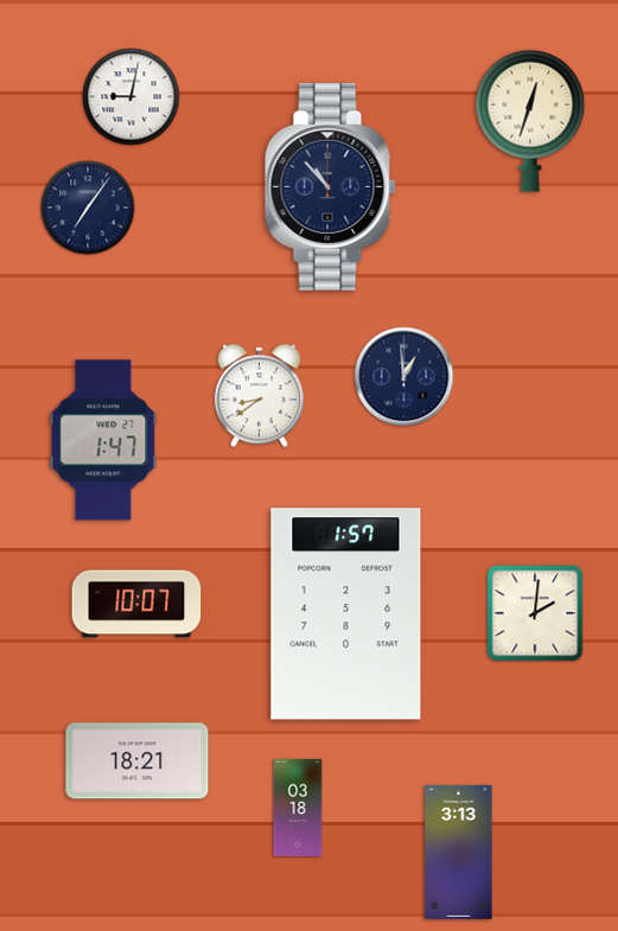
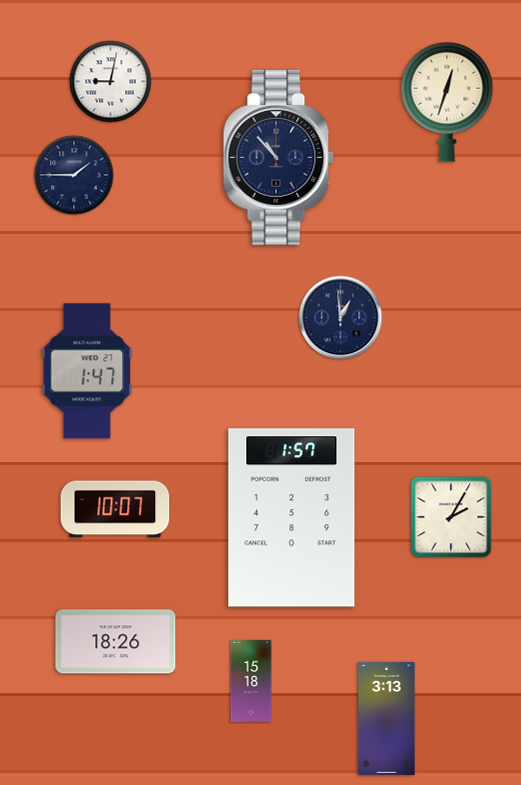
clock at (88, 208): 7:06 -> 1:45
clock at (259, 396): 8:39 -> none
clock at (535, 613): 2:01 -> 2:05
clock at (138, 761): 18:21 -> 18:26
clock at (298, 808): 03:18 -> 15:18
